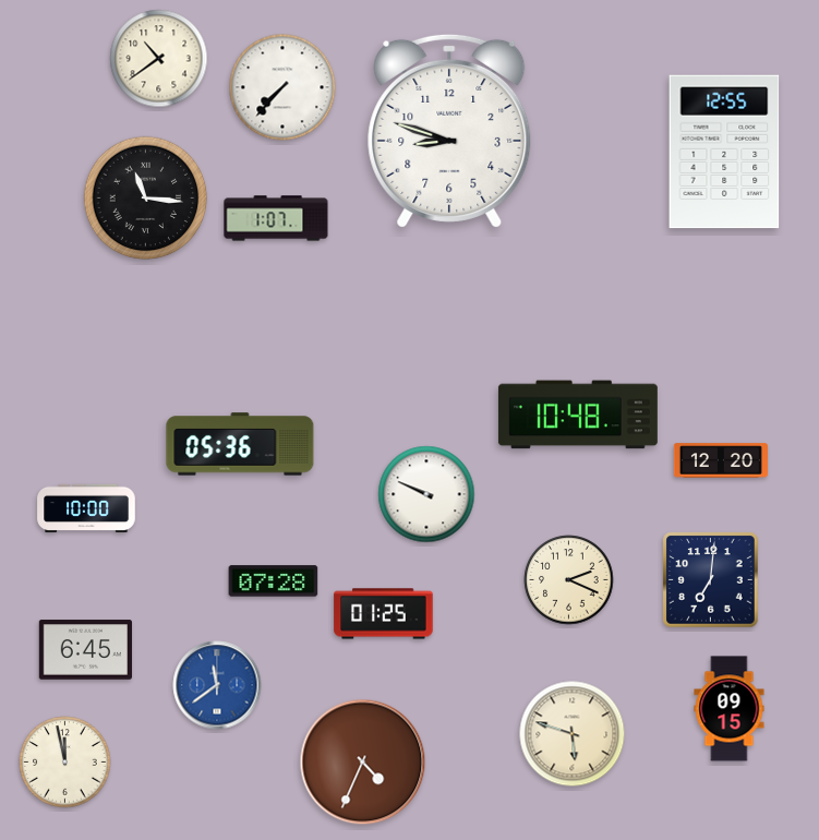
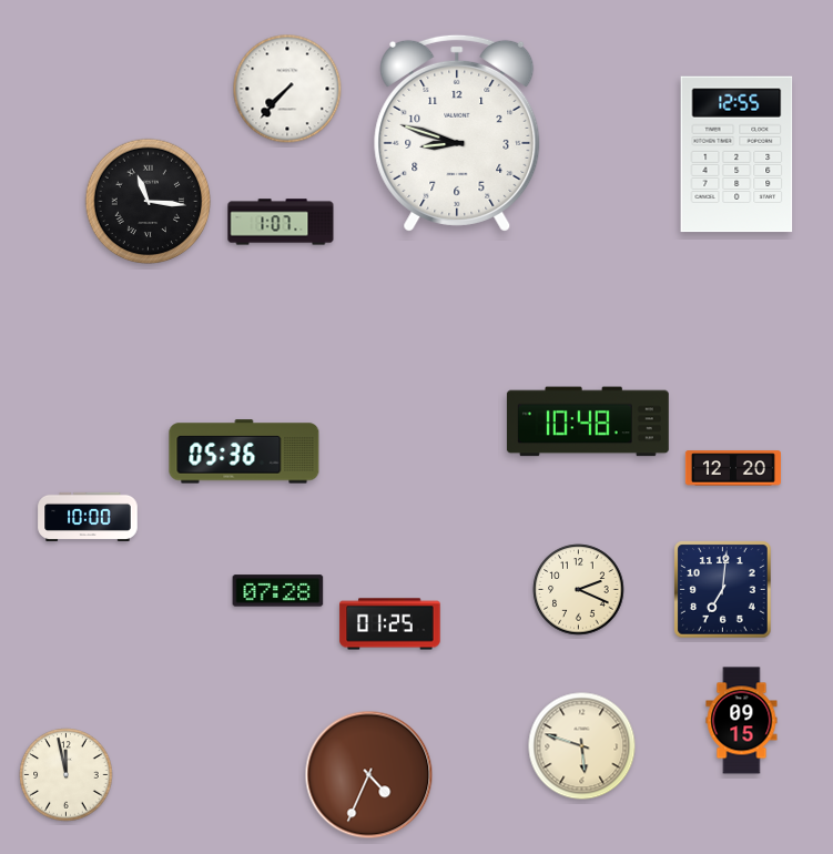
clock at (159, 59): 10:39 -> none
clock at (426, 494): 9:49 -> none
clock at (85, 650): 6:45 -> none
clock at (217, 685): 11:39 -> none
